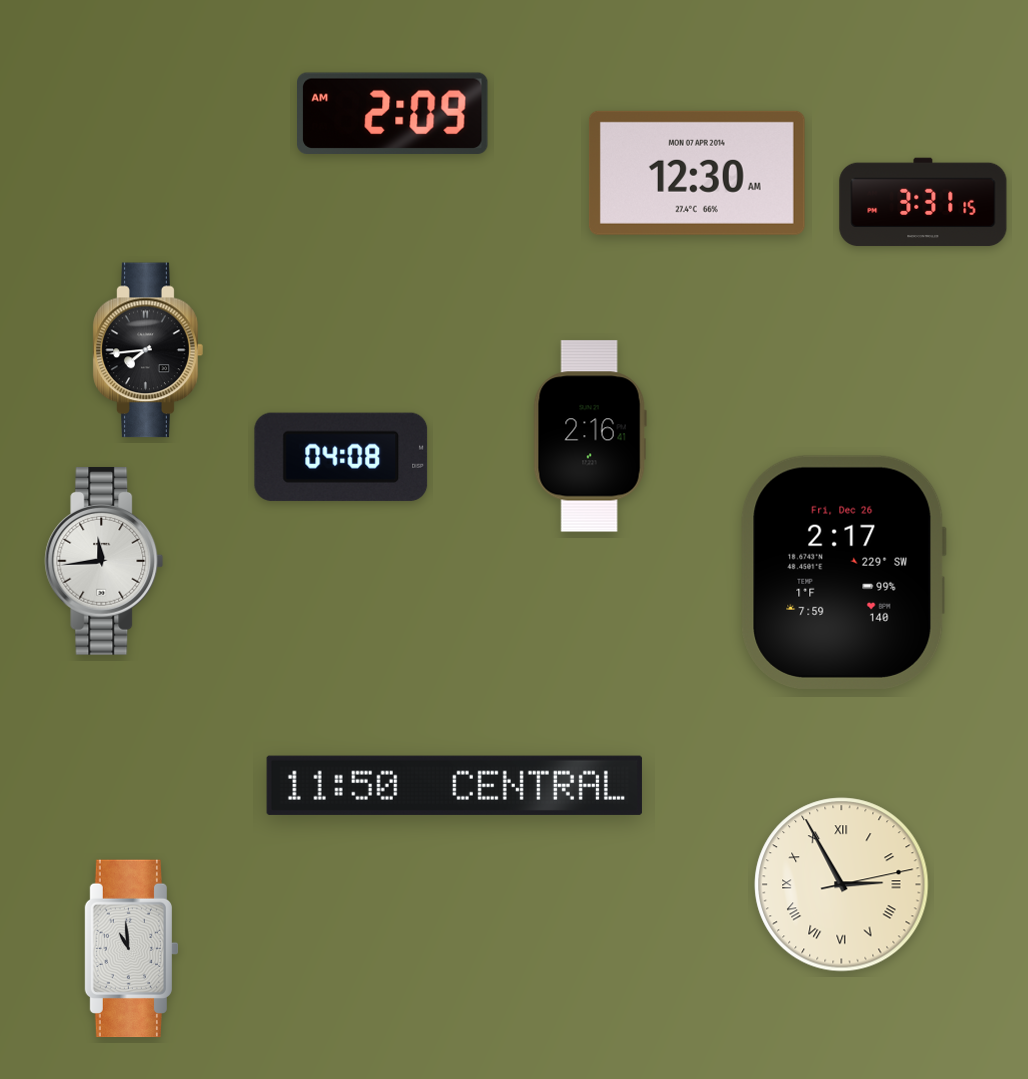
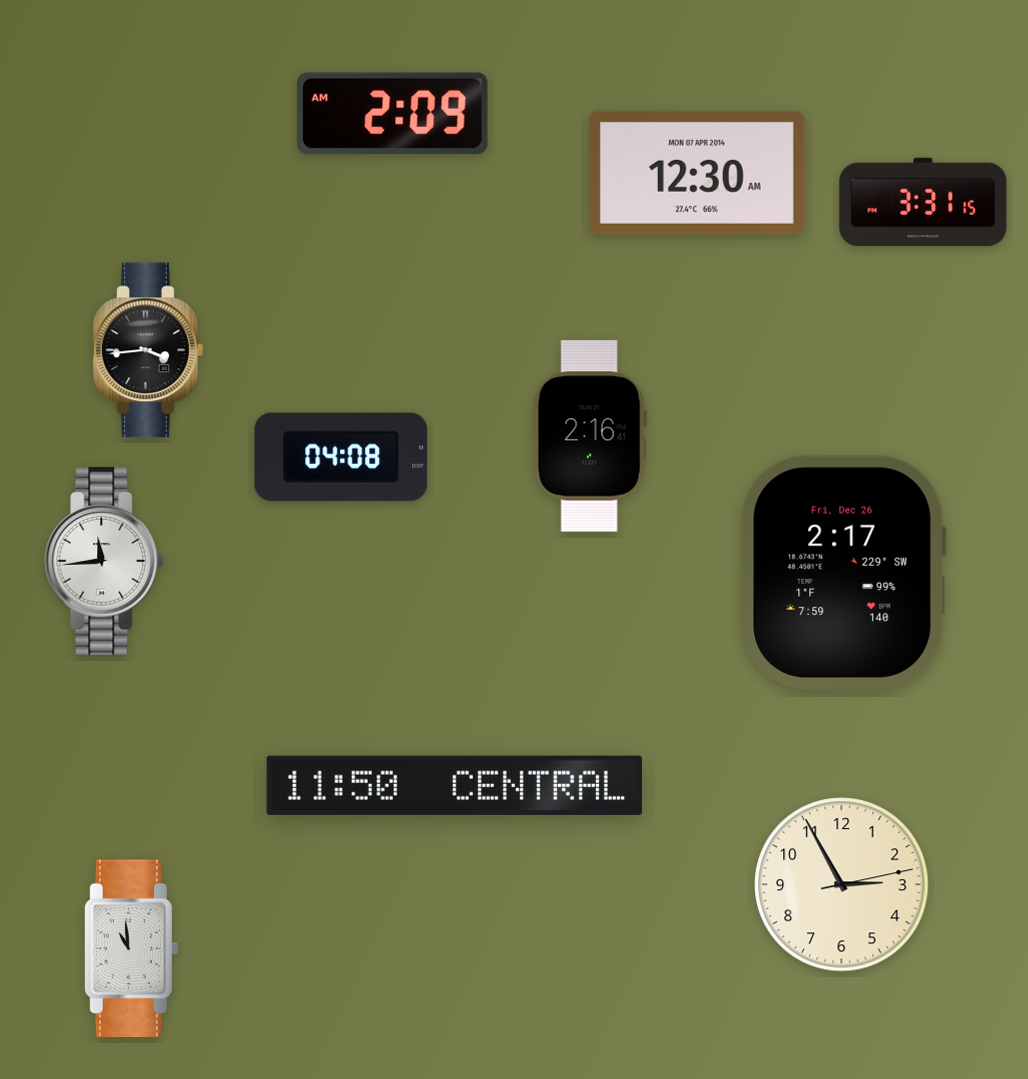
clock at (148, 350): 7:44 -> 3:44
clock at (842, 885) numerals: Roman -> Arabic
